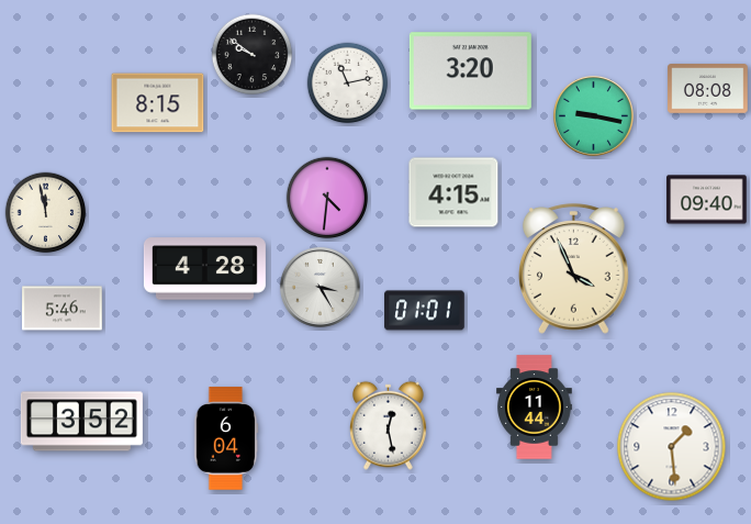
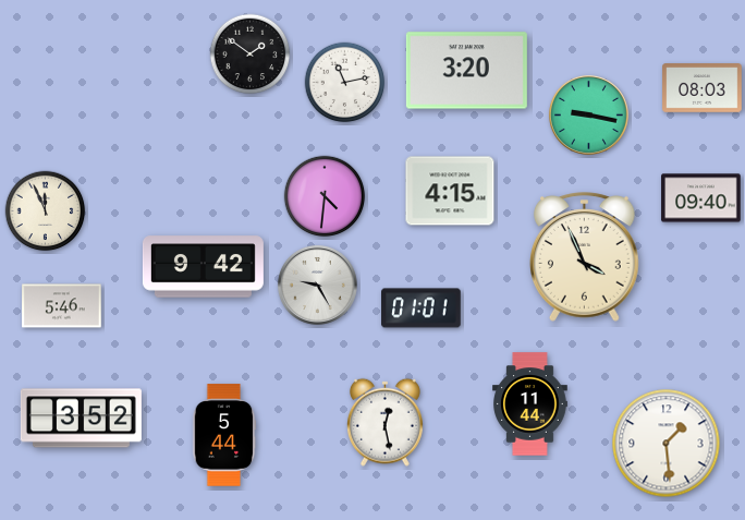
clock at (253, 55): 9:51 -> 1:51
clock at (708, 89): 08:08 -> 08:03
clock at (158, 103): 8:15 -> none
clock at (46, 213): 11:58 -> 11:56
clock at (204, 269): 4:28 -> 9:42
clock at (574, 269) position: (574, 269) -> (585, 257)
clock at (320, 287): 3:25 -> 9:25
clock at (226, 438): 6:04 -> 5:44
